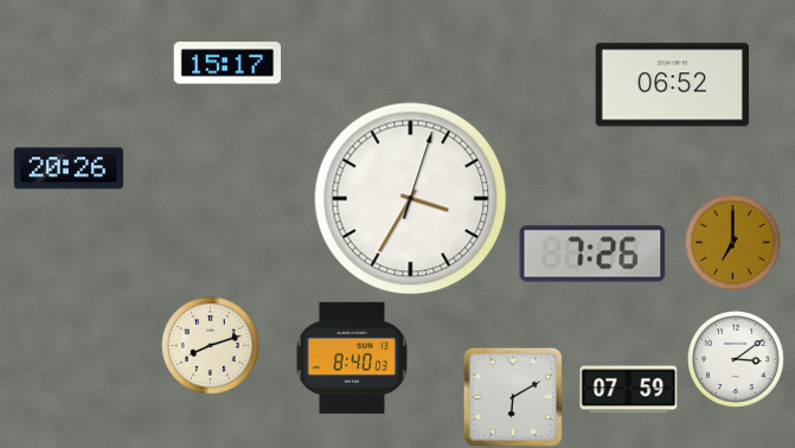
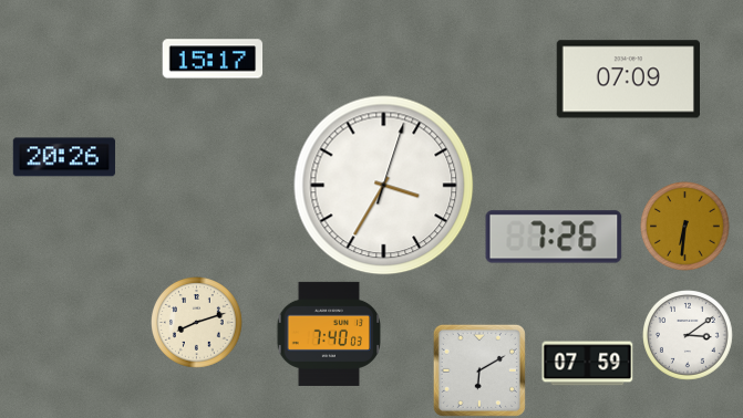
clock at (672, 85): 06:52 -> 07:09
clock at (733, 243): 7:00 -> 6:31
clock at (351, 358): 8:40 -> 7:40
